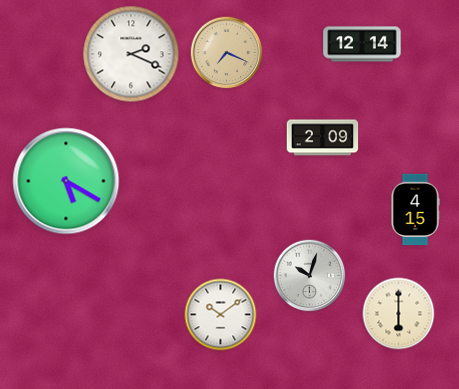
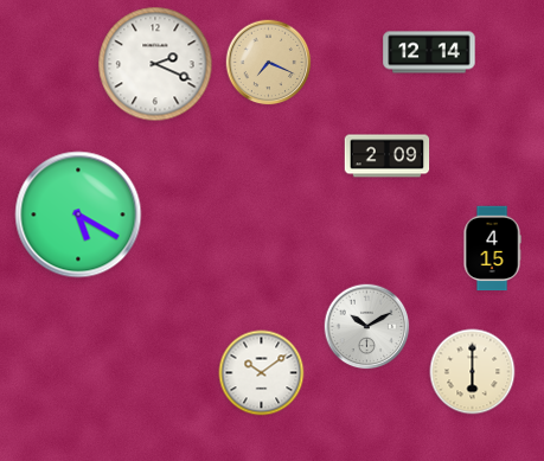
clock at (323, 138) position: (323, 138) -> (388, 156)
clock at (310, 276): 10:03 -> 10:10
